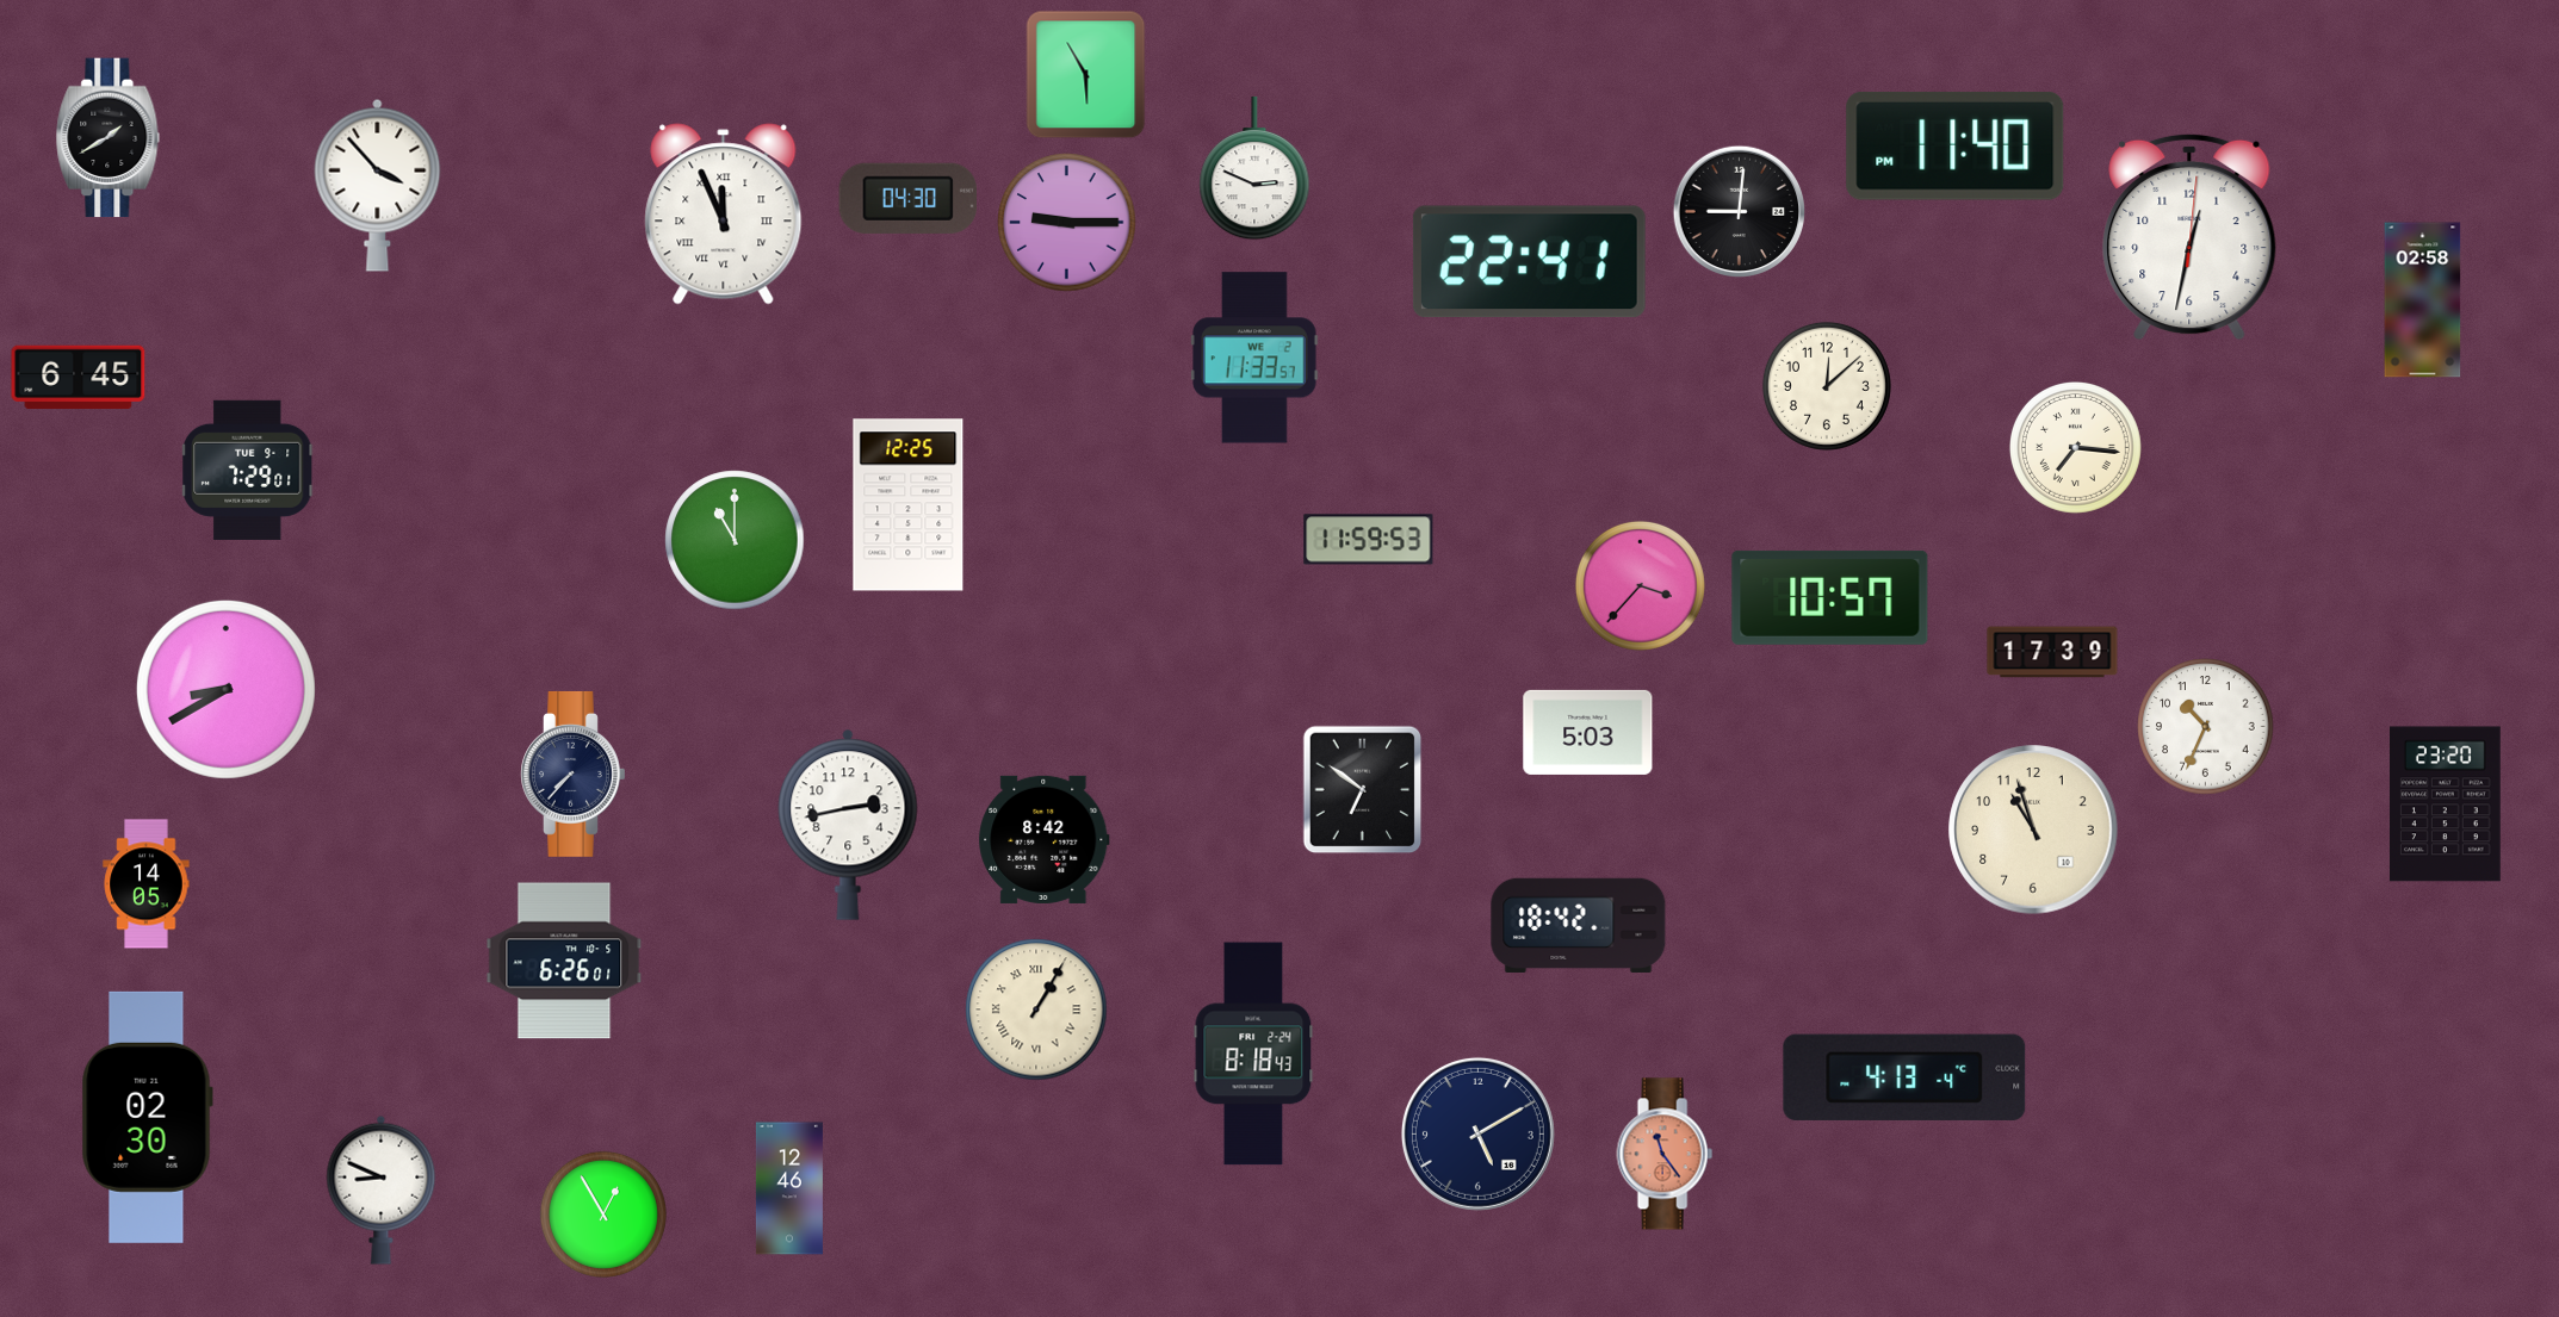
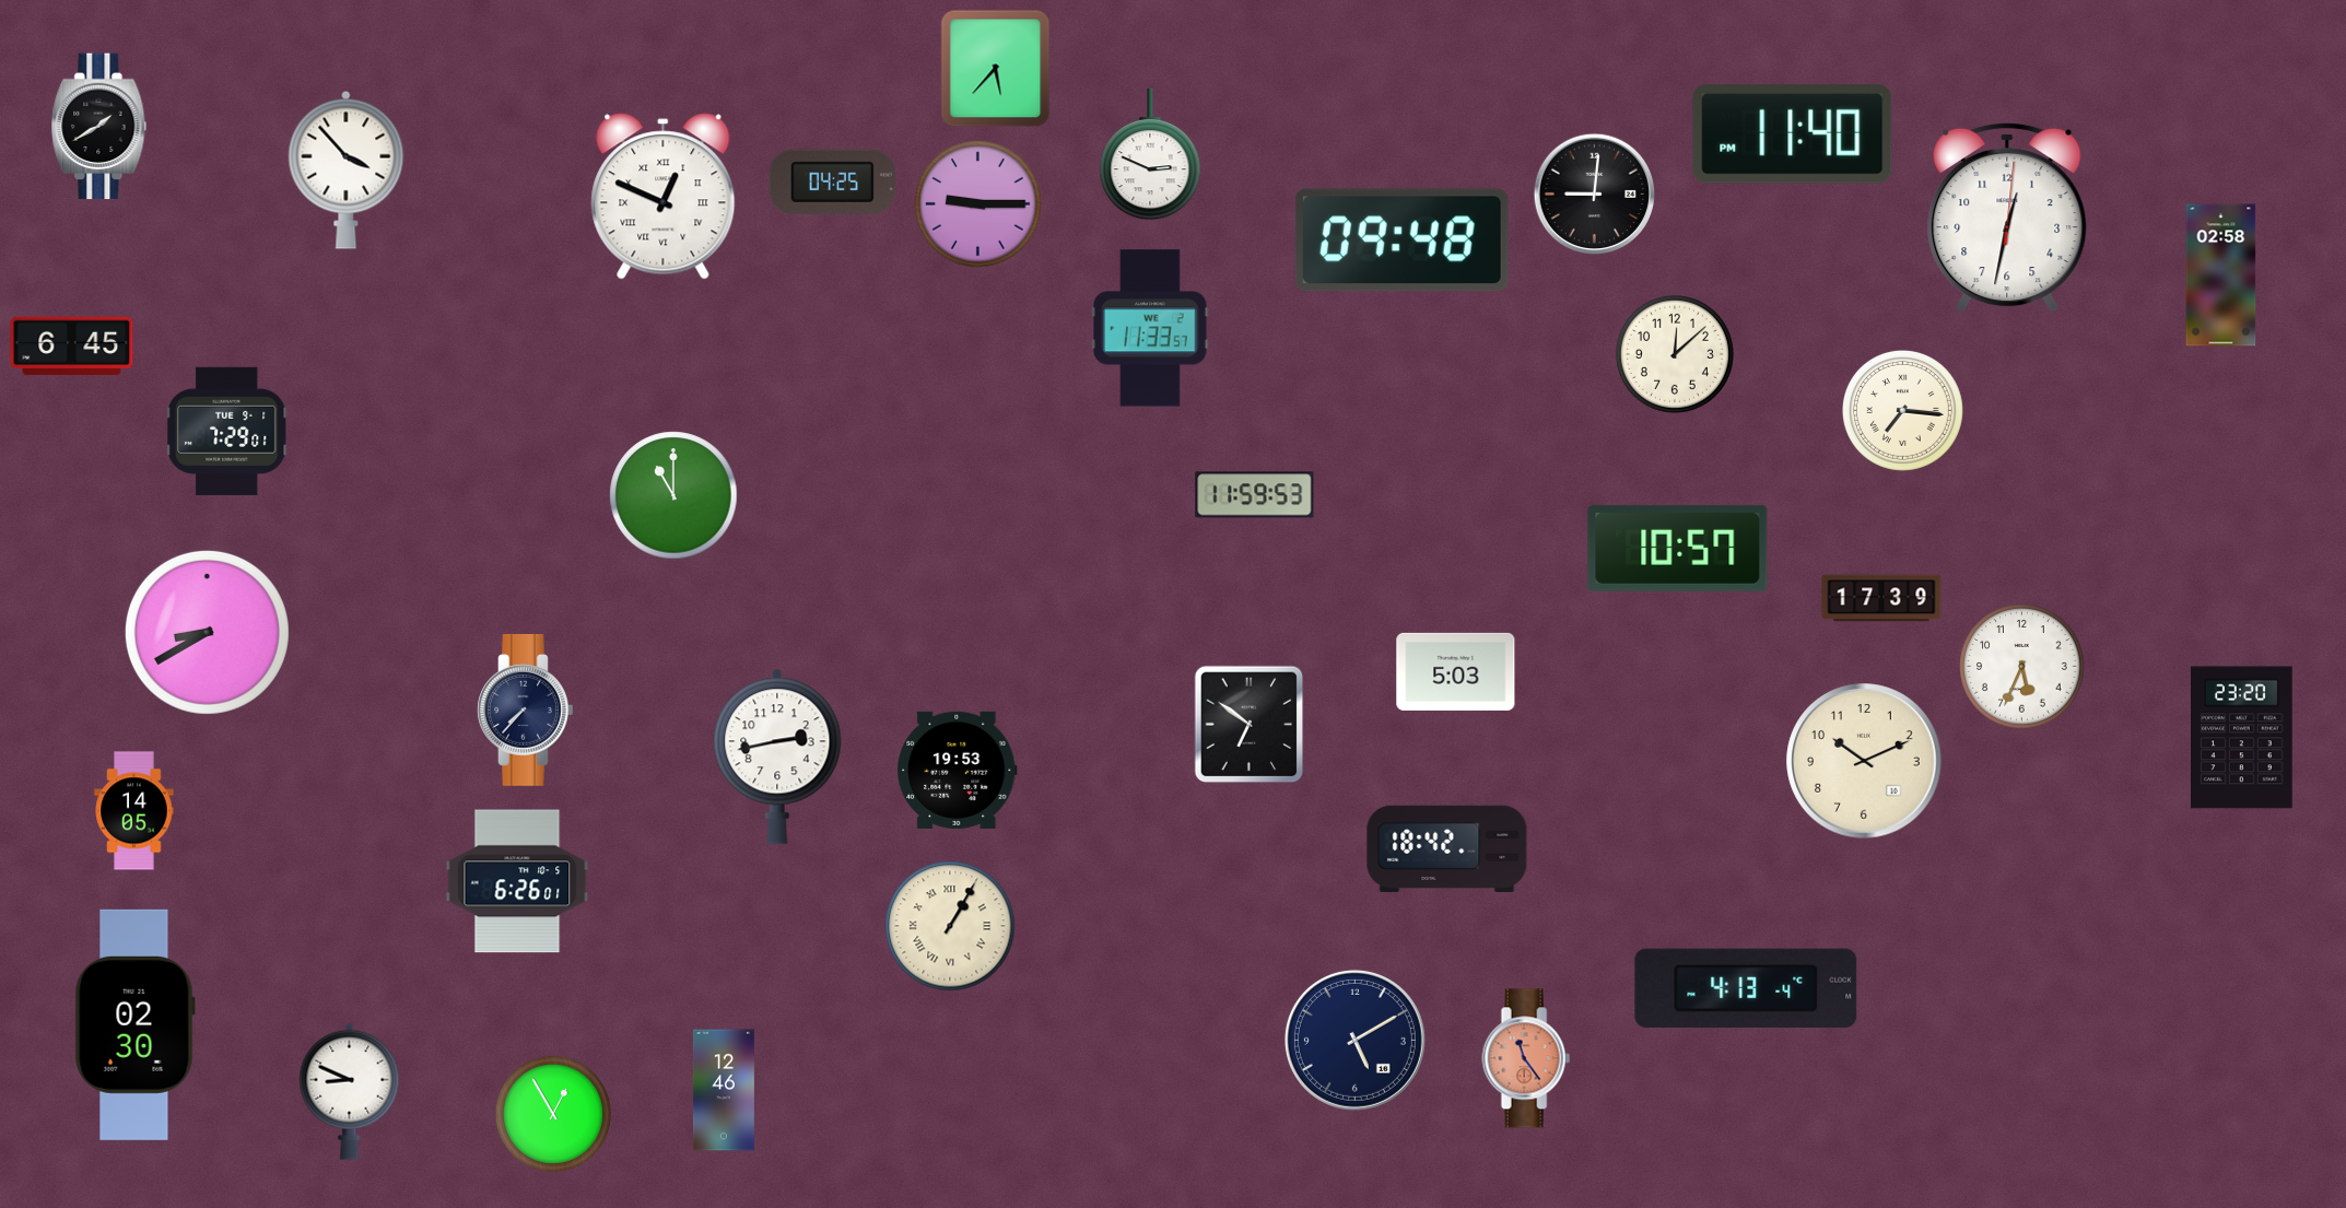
clock at (1086, 75): 5:55 -> 5:37
clock at (907, 198): 04:30 -> 04:25
clock at (724, 215): 11:56 -> 12:49
clock at (1529, 262): 22:41 -> 09:48
clock at (909, 505): 12:25 -> none
clock at (1640, 585): 3:37 -> none
clock at (2206, 727): 10:34 -> 5:34
clock at (2033, 830): 10:57 -> 10:11
clock at (1045, 839): 8:42 -> 19:53
clock at (1253, 1054): 8:18 -> none
